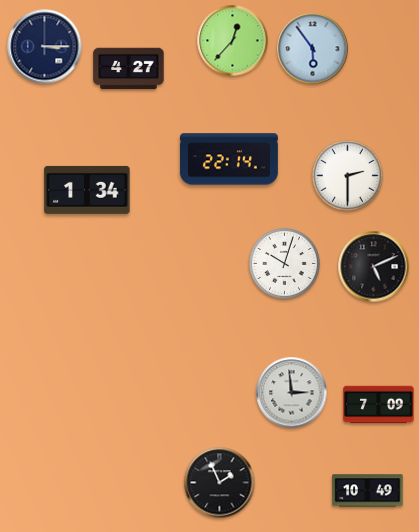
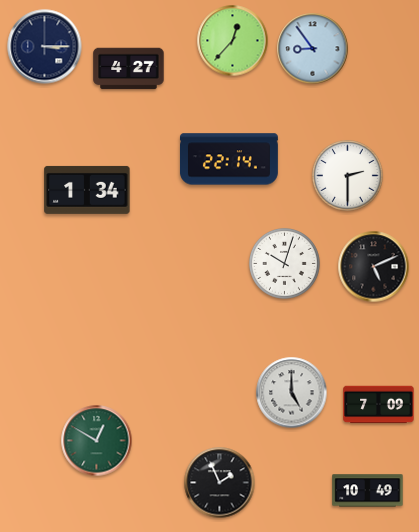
clock at (313, 49): 5:54 -> 8:54
clock at (292, 393): 2:59 -> 5:00
clock at (97, 441): none -> 12:50
